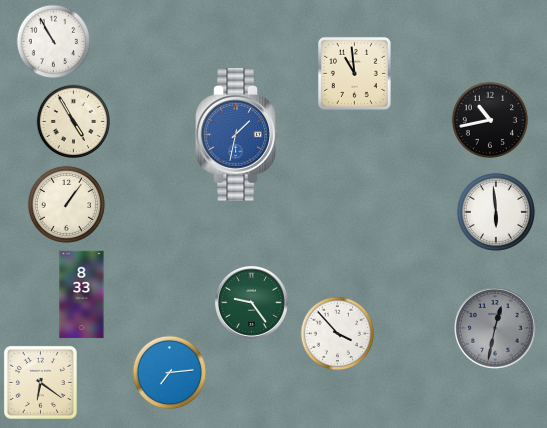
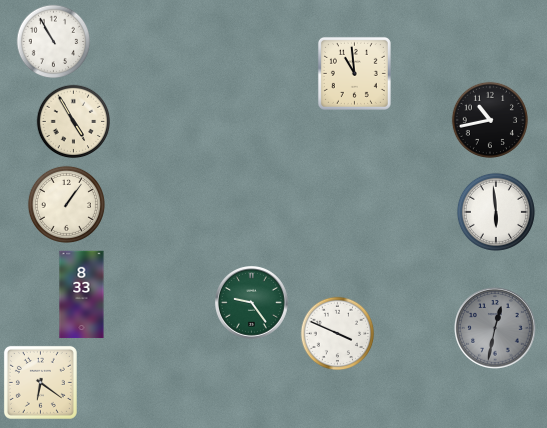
clock at (238, 135): 1:32 -> none
clock at (338, 334): 3:53 -> 3:49
clock at (170, 373): 7:14 -> none
